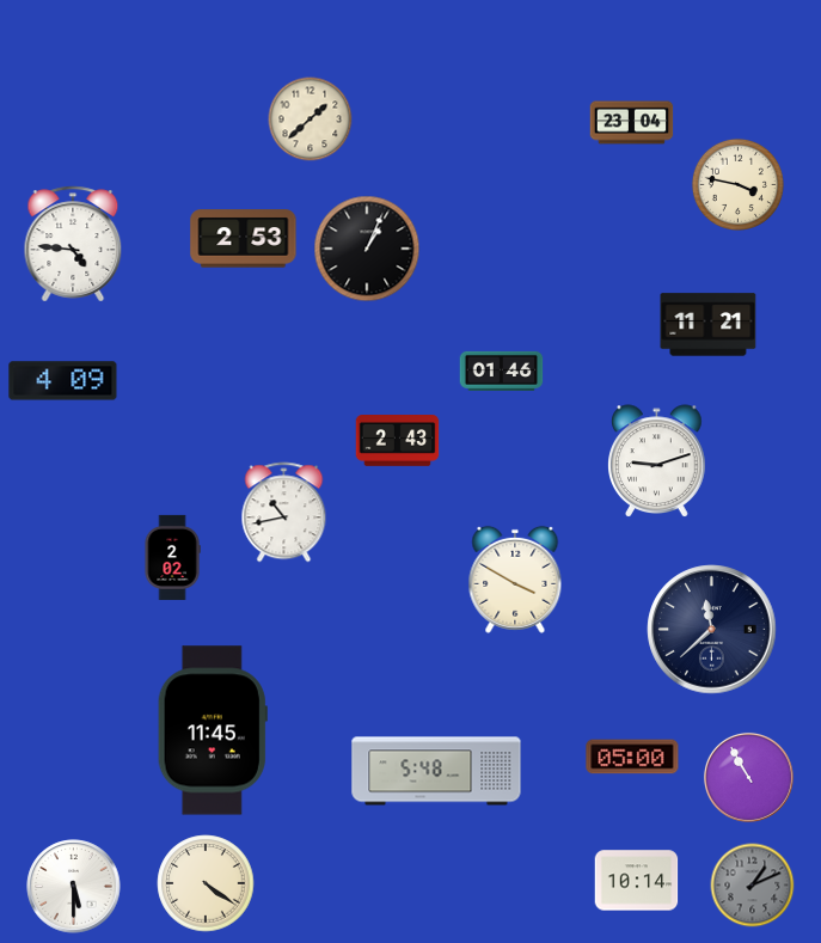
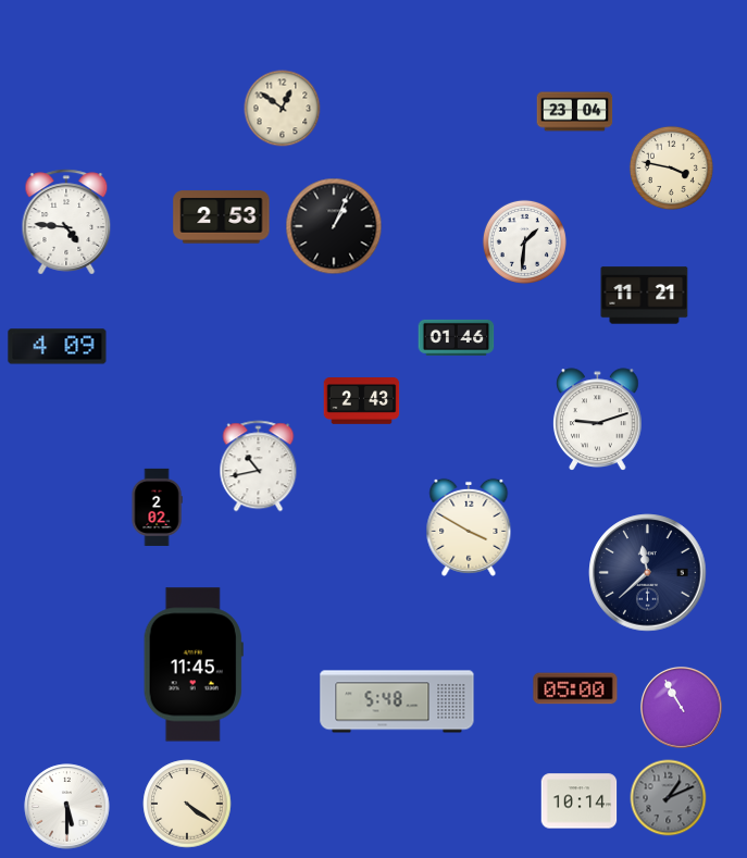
clock at (311, 120): 1:38 -> 12:51
clock at (524, 241): none -> 1:31
clock at (753, 886) position: (753, 886) -> (669, 798)
